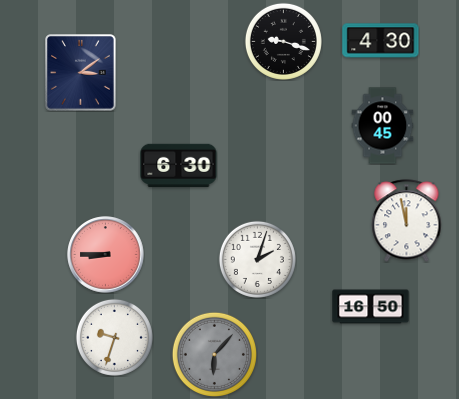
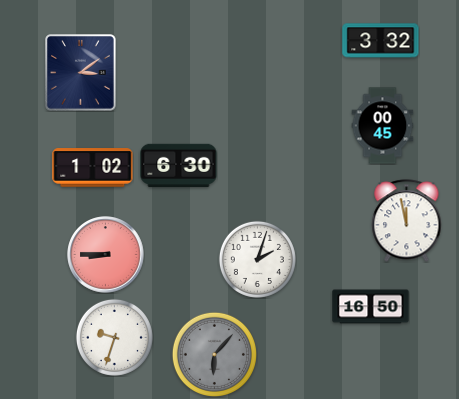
clock at (283, 41): 9:18 -> none
clock at (381, 41): 4:30 -> 3:32
clock at (93, 168): none -> 1:02
